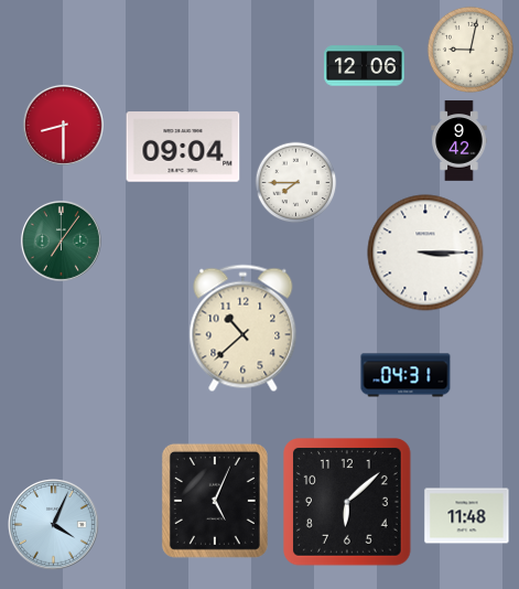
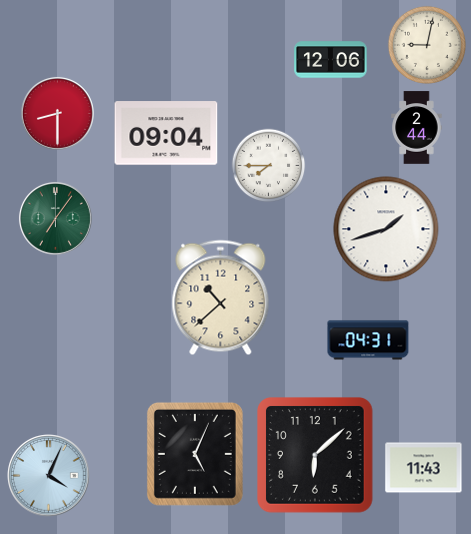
clock at (459, 141): 9:42 -> 2:44
clock at (425, 253): 3:15 -> 1:42
clock at (467, 516): 11:48 -> 11:43
